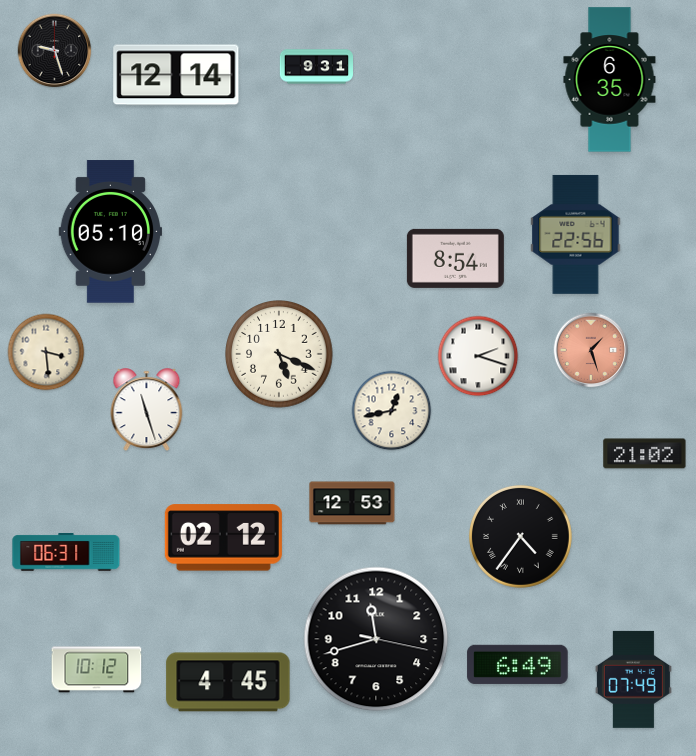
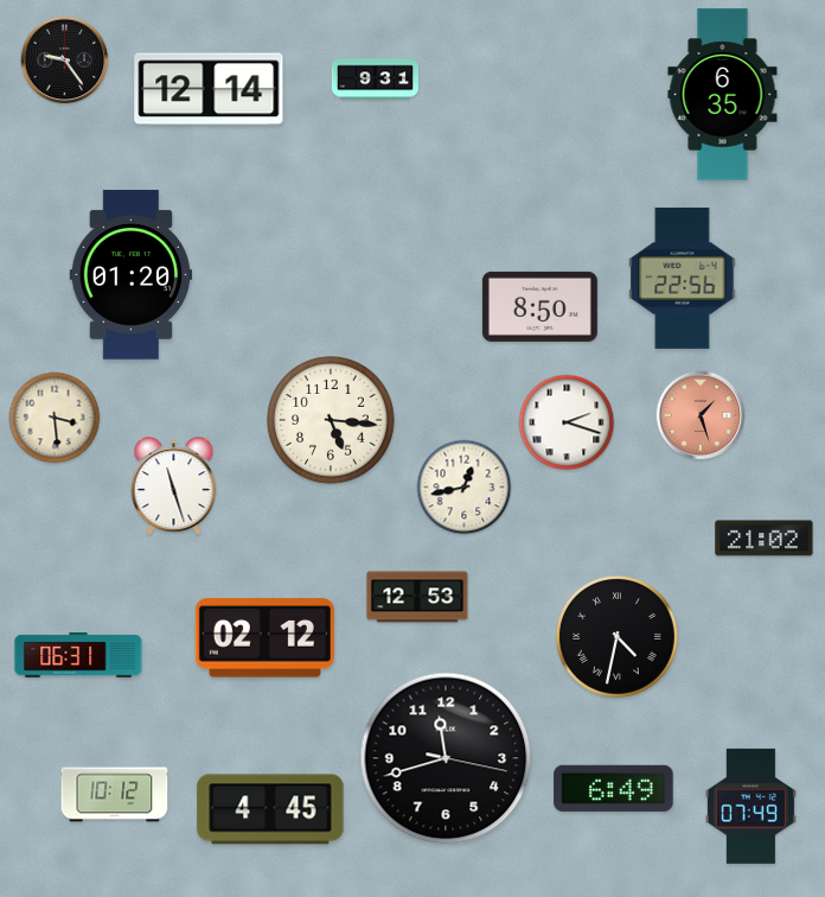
clock at (55, 51): 9:27 -> 9:24
clock at (110, 232): 05:10 -> 01:20
clock at (455, 258): 8:54 -> 8:50
clock at (279, 354): 5:19 -> 5:16
clock at (521, 537): 4:36 -> 4:32
